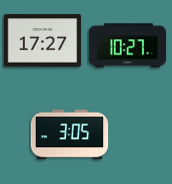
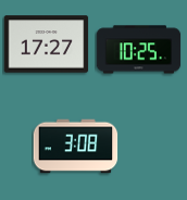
clock at (127, 46): 10:27 -> 10:25
clock at (69, 135): 3:05 -> 3:08
